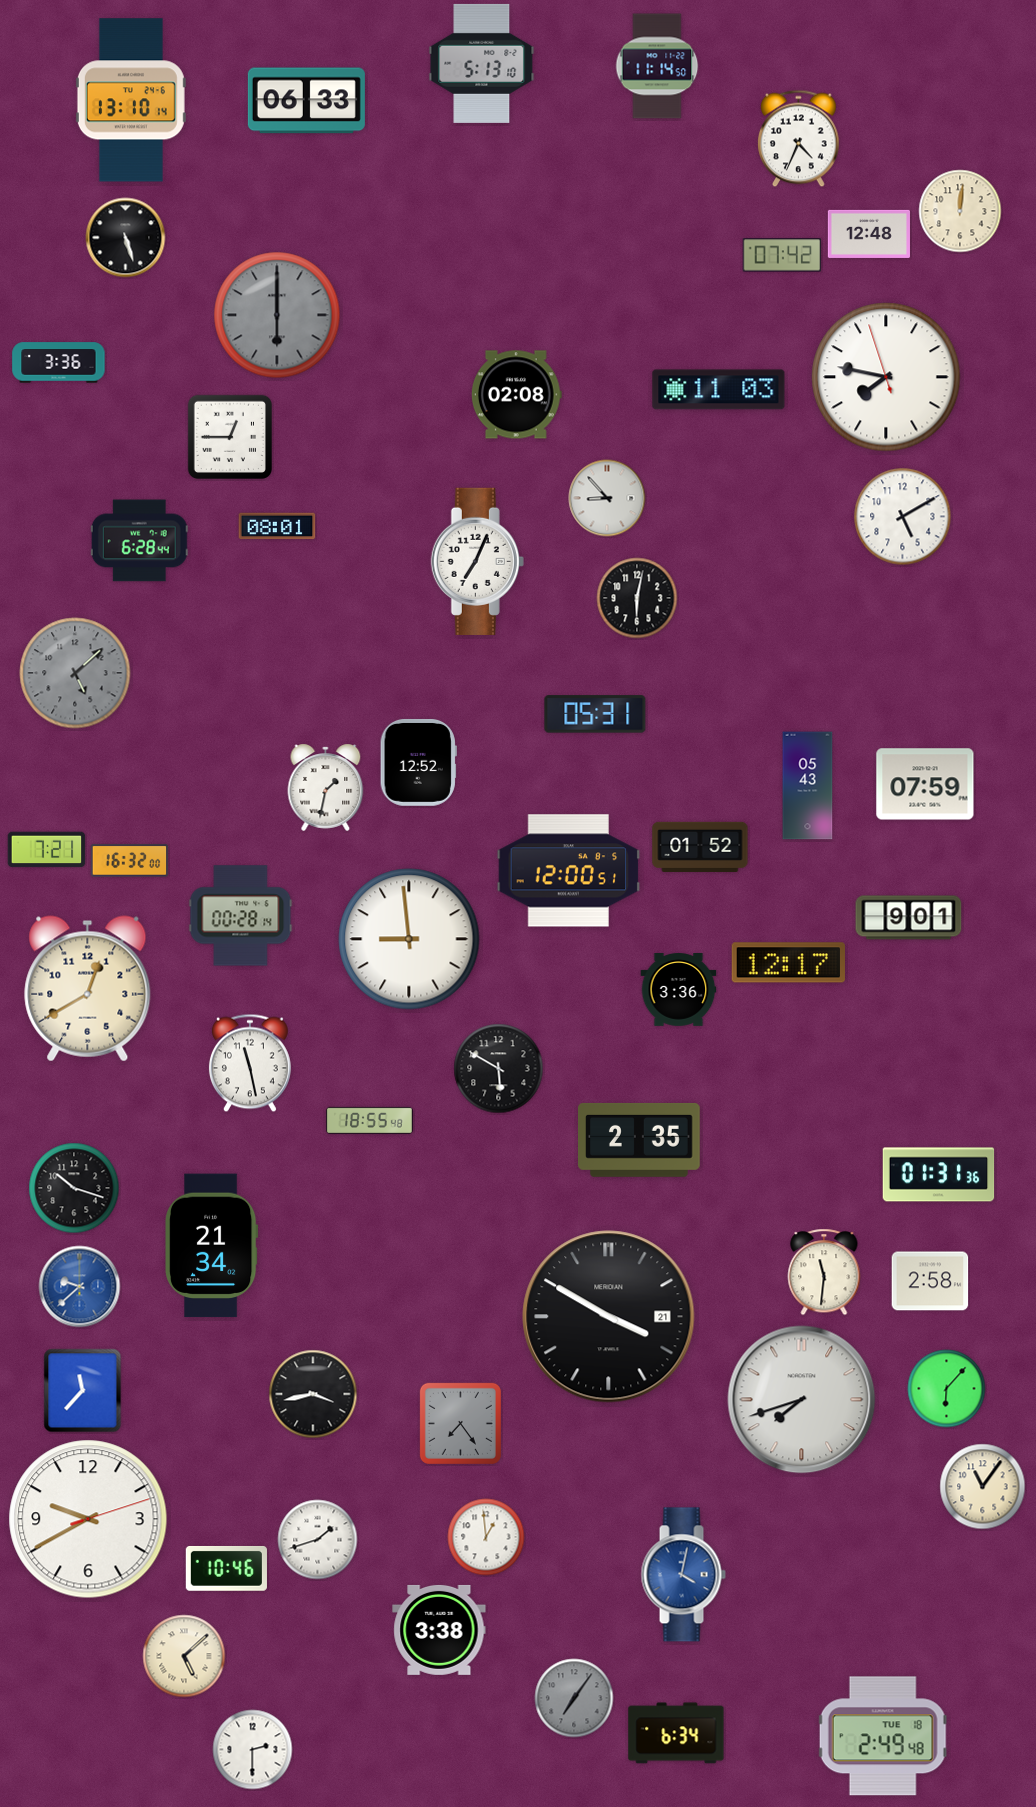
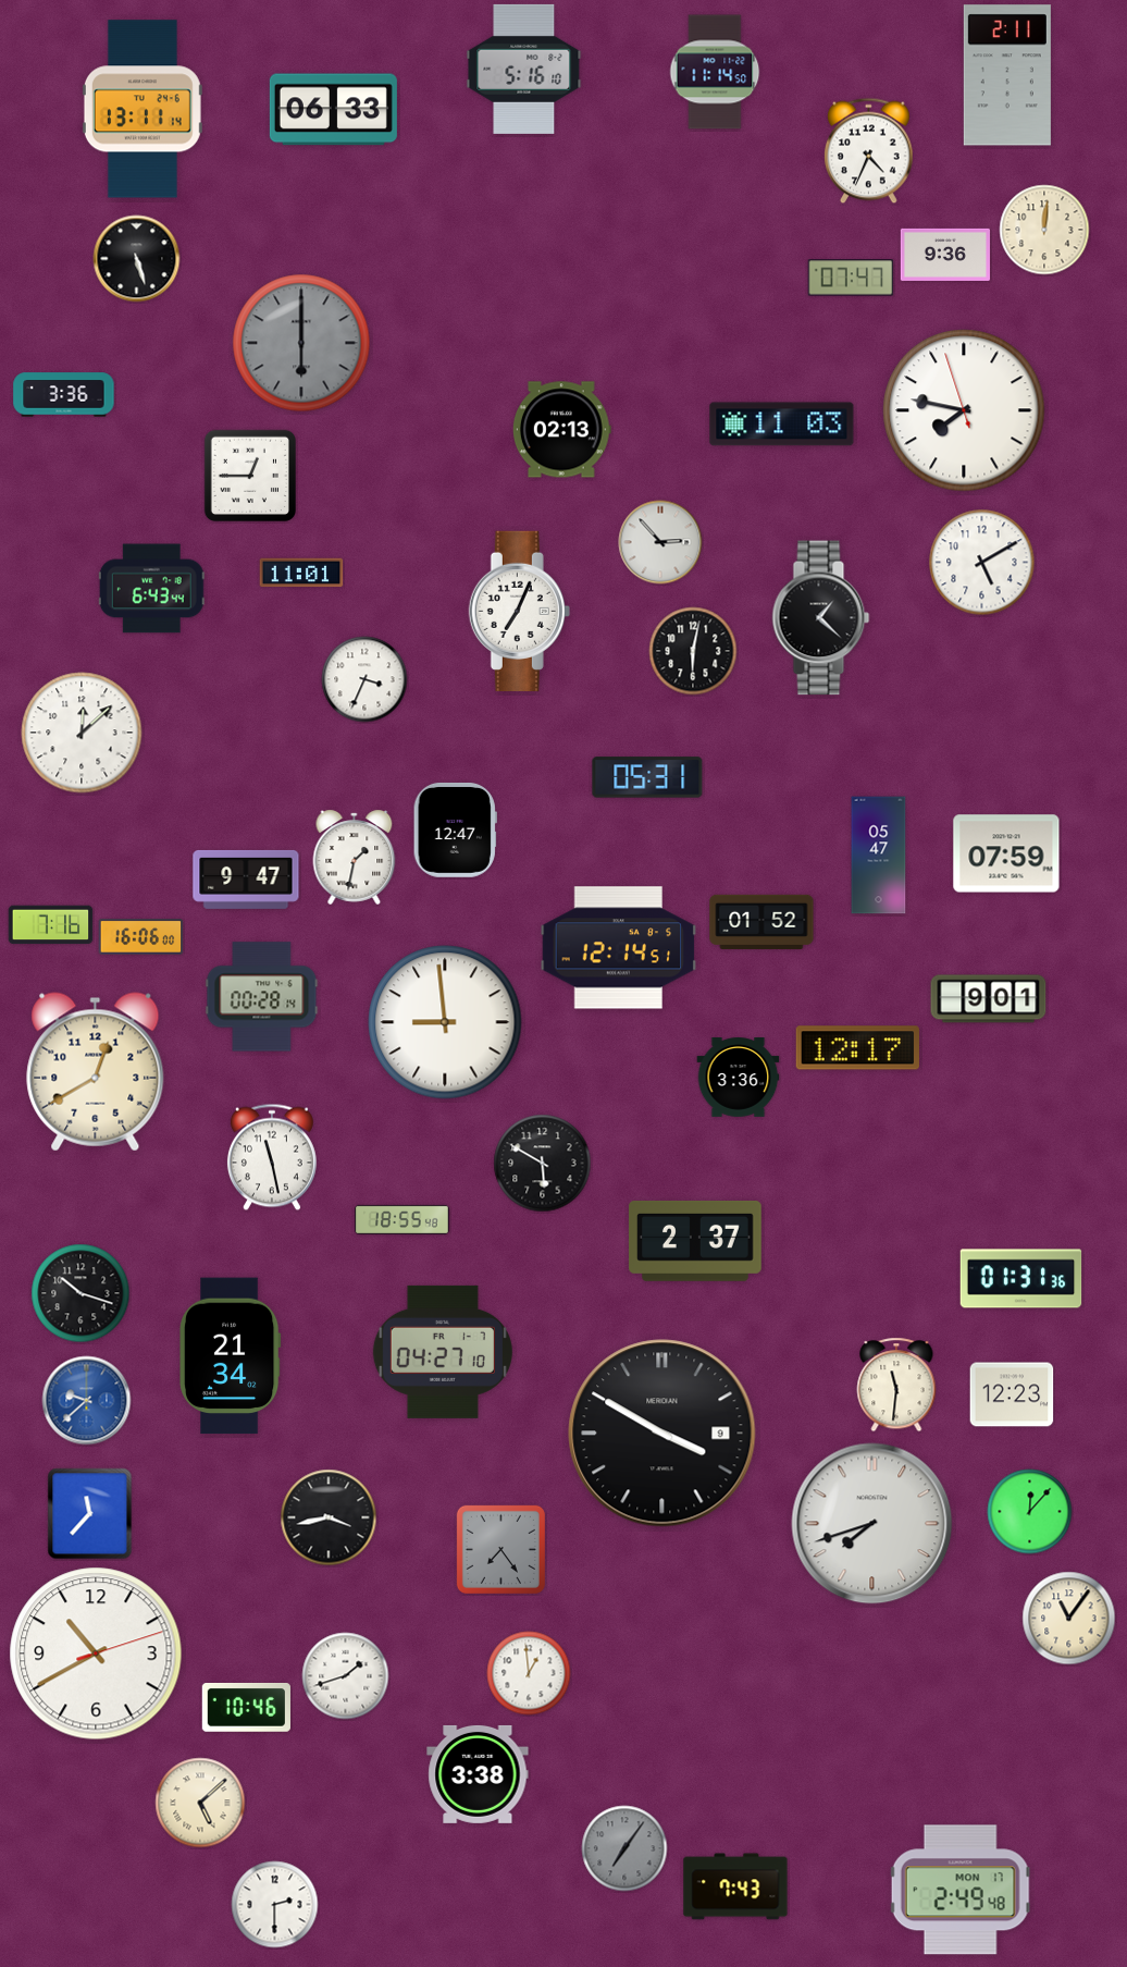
clock at (482, 63): 5:13 -> 5:16
clock at (1007, 75): none -> 2:11
clock at (131, 100): 13:10 -> 13:11
clock at (869, 234): 12:48 -> 9:36
clock at (782, 255): 07:42 -> 07:47
clock at (516, 395): 02:08 -> 02:13
clock at (607, 498): 8:53 -> 2:53
clock at (277, 526): 08:01 -> 11:01
clock at (139, 541): 6:28 -> 6:43
clock at (821, 618): none -> 1:22
clock at (364, 679): none -> 3:34
clock at (75, 673): 5:08 -> 12:08
clock at (75, 673) dial: grey -> white
clock at (418, 762): 12:52 -> 12:47
clock at (808, 786): 05:43 -> 05:47
clock at (246, 880): none -> 9:47
clock at (47, 850): 7:21 -> 7:16
clock at (130, 861): 16:32 -> 16:06
clock at (569, 871): 12:00 -> 12:14
clock at (88, 989) position: (88, 989) -> (96, 1072)
clock at (640, 1140): 2:35 -> 2:37
clock at (443, 1352): none -> 04:27
clock at (930, 1281): 2:58 -> 12:23
clock at (609, 1317) date: 21 -> 9
clock at (947, 1389): 6:07 -> 12:07
clock at (313, 1394) position: (313, 1394) -> (329, 1517)
clock at (88, 1519): 9:40 -> 10:40
clock at (683, 1575): 4:02 -> none
clock at (676, 1733): 6:34 -> 7:43
clock at (883, 1736) date: TUE 18 -> MON 17
